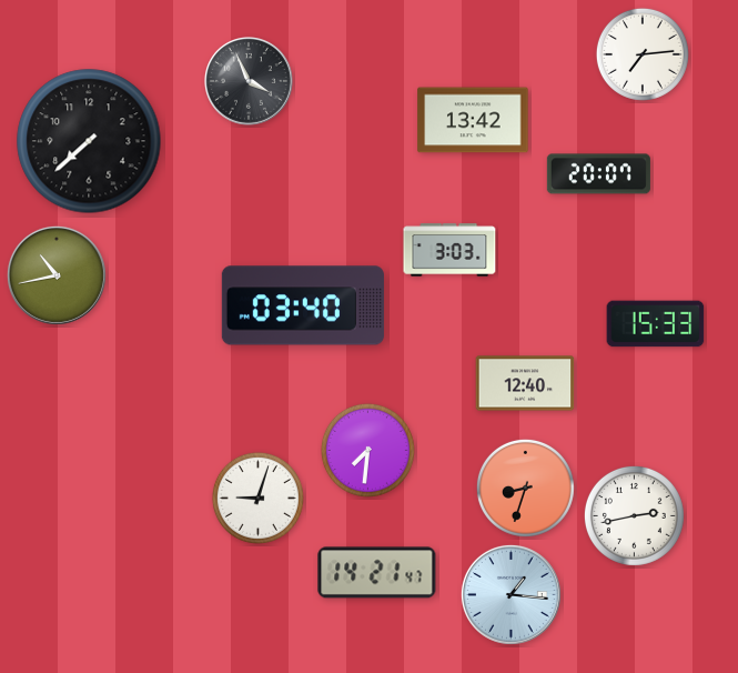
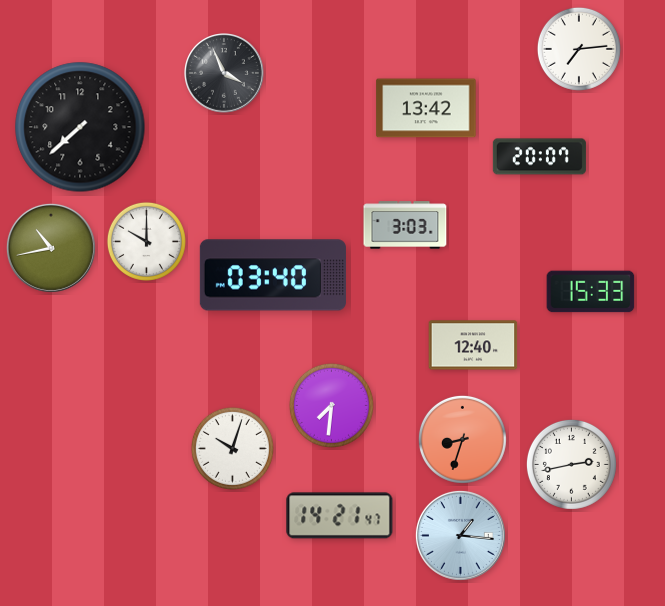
clock at (146, 241): none -> 10:00
clock at (525, 488) position: (525, 488) -> (462, 439)
clock at (257, 498): 9:03 -> 10:03
